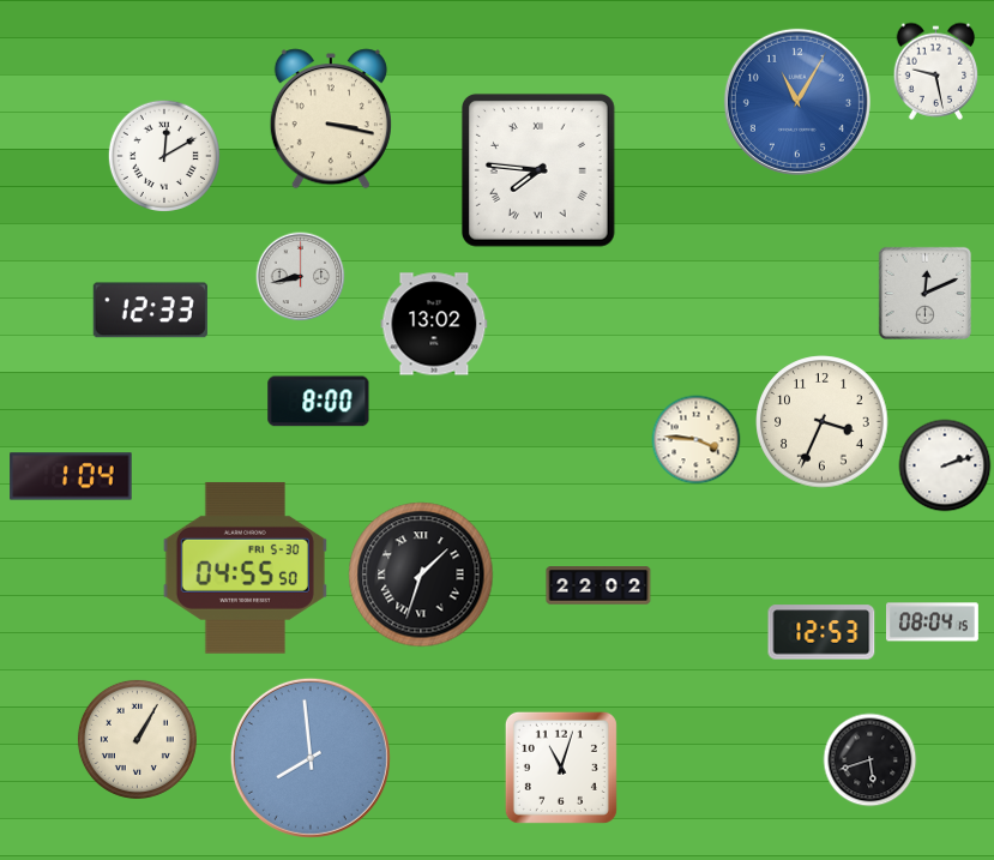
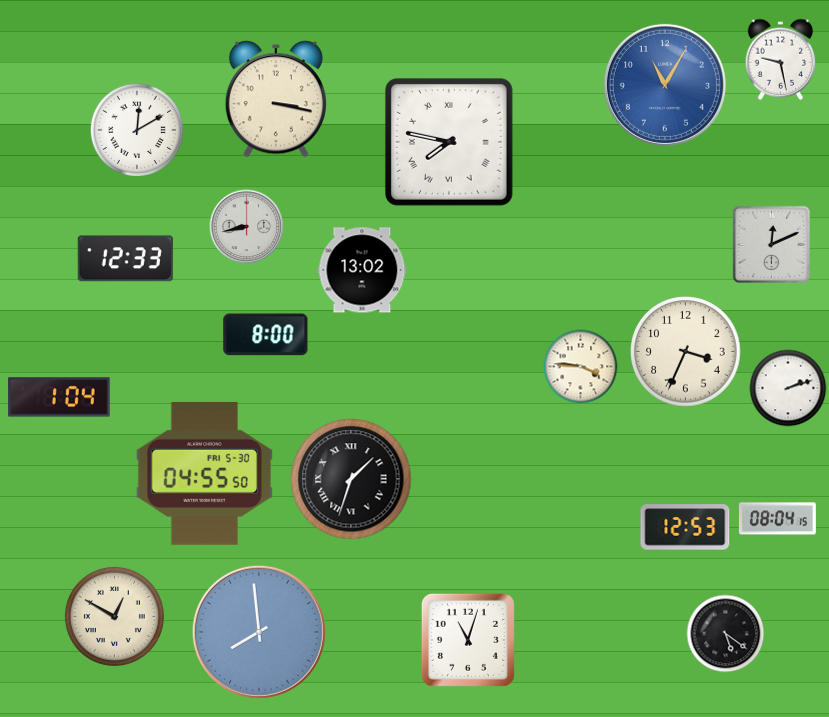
clock at (538, 170): 7:46 -> 7:47
clock at (301, 277) position: (301, 277) -> (247, 227)
clock at (598, 585): 22:02 -> none
clock at (137, 739): 1:05 -> 12:50
clock at (870, 760): 5:42 -> 5:21
